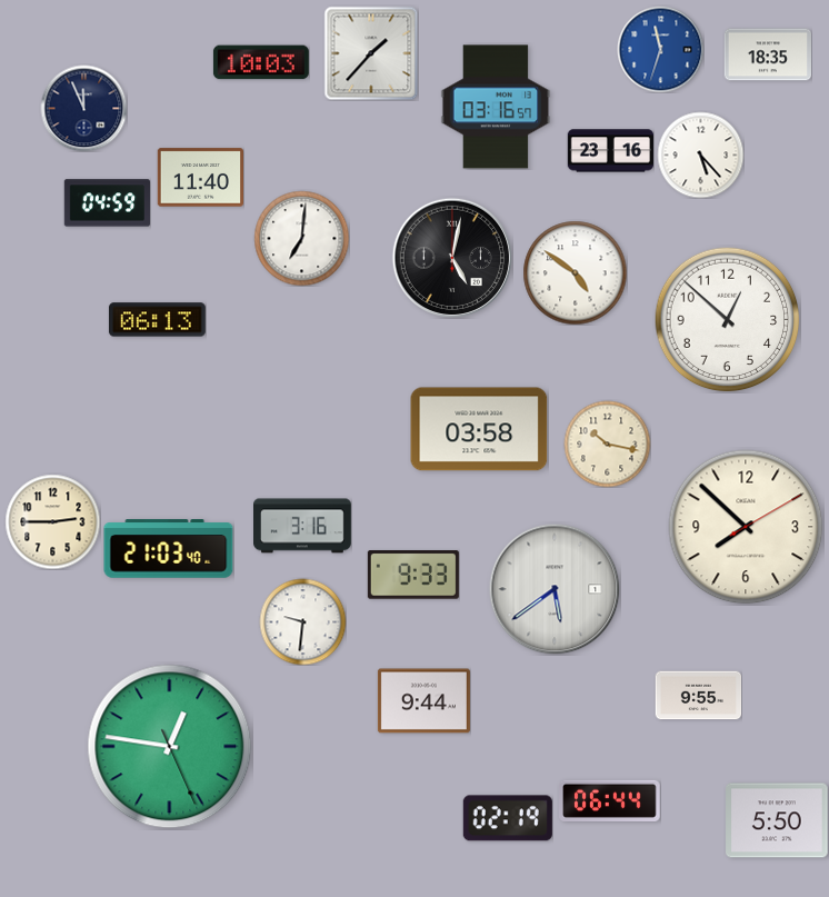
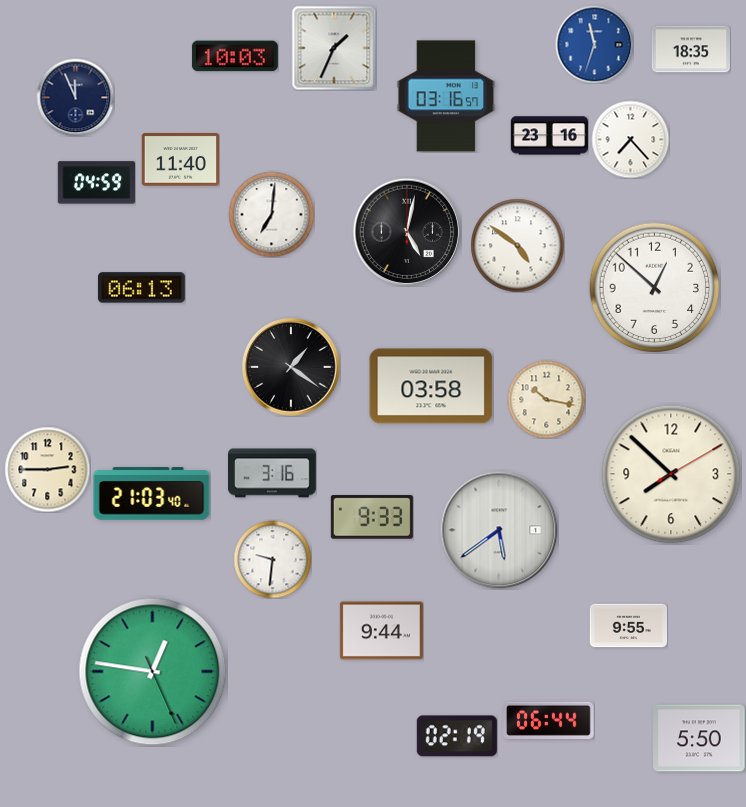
clock at (371, 53): 1:37 -> 1:34
clock at (700, 155): 5:23 -> 7:23
clock at (291, 367): none -> 1:21
